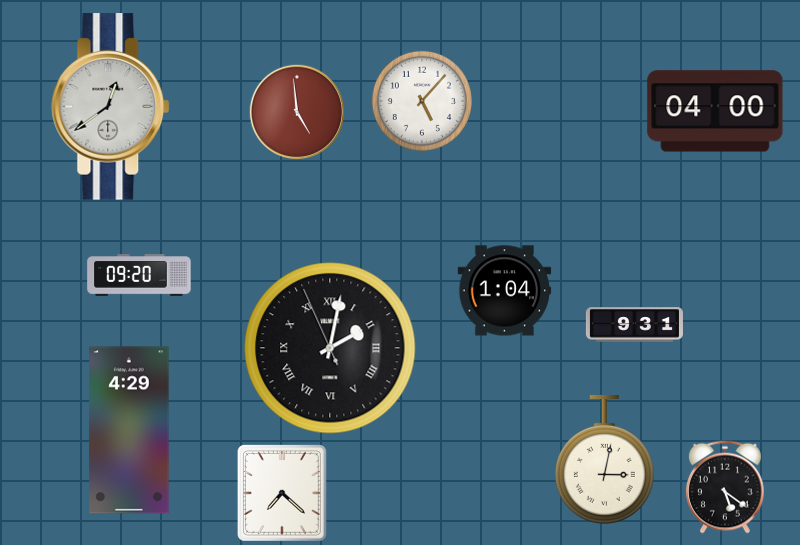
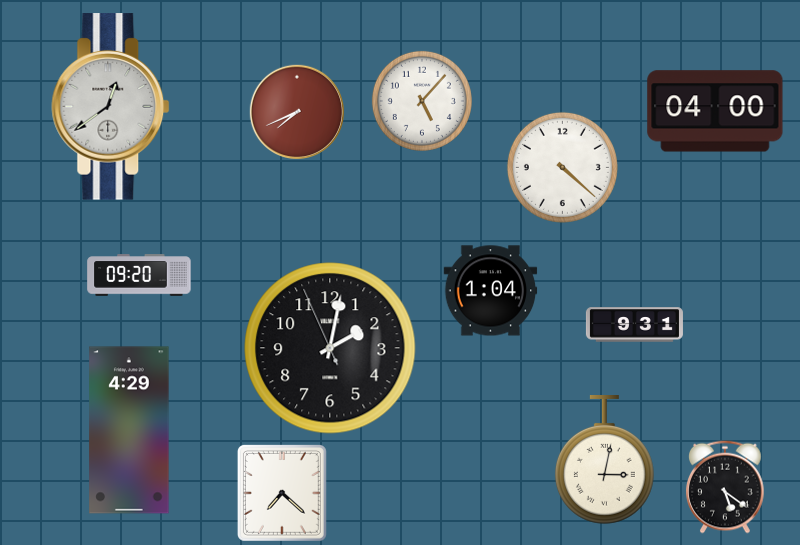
clock at (296, 111): 4:59 -> 7:41
clock at (562, 167): none -> 4:22
clock at (505, 291) position: (505, 291) -> (491, 291)
clock at (330, 348) numerals: Roman -> Arabic
